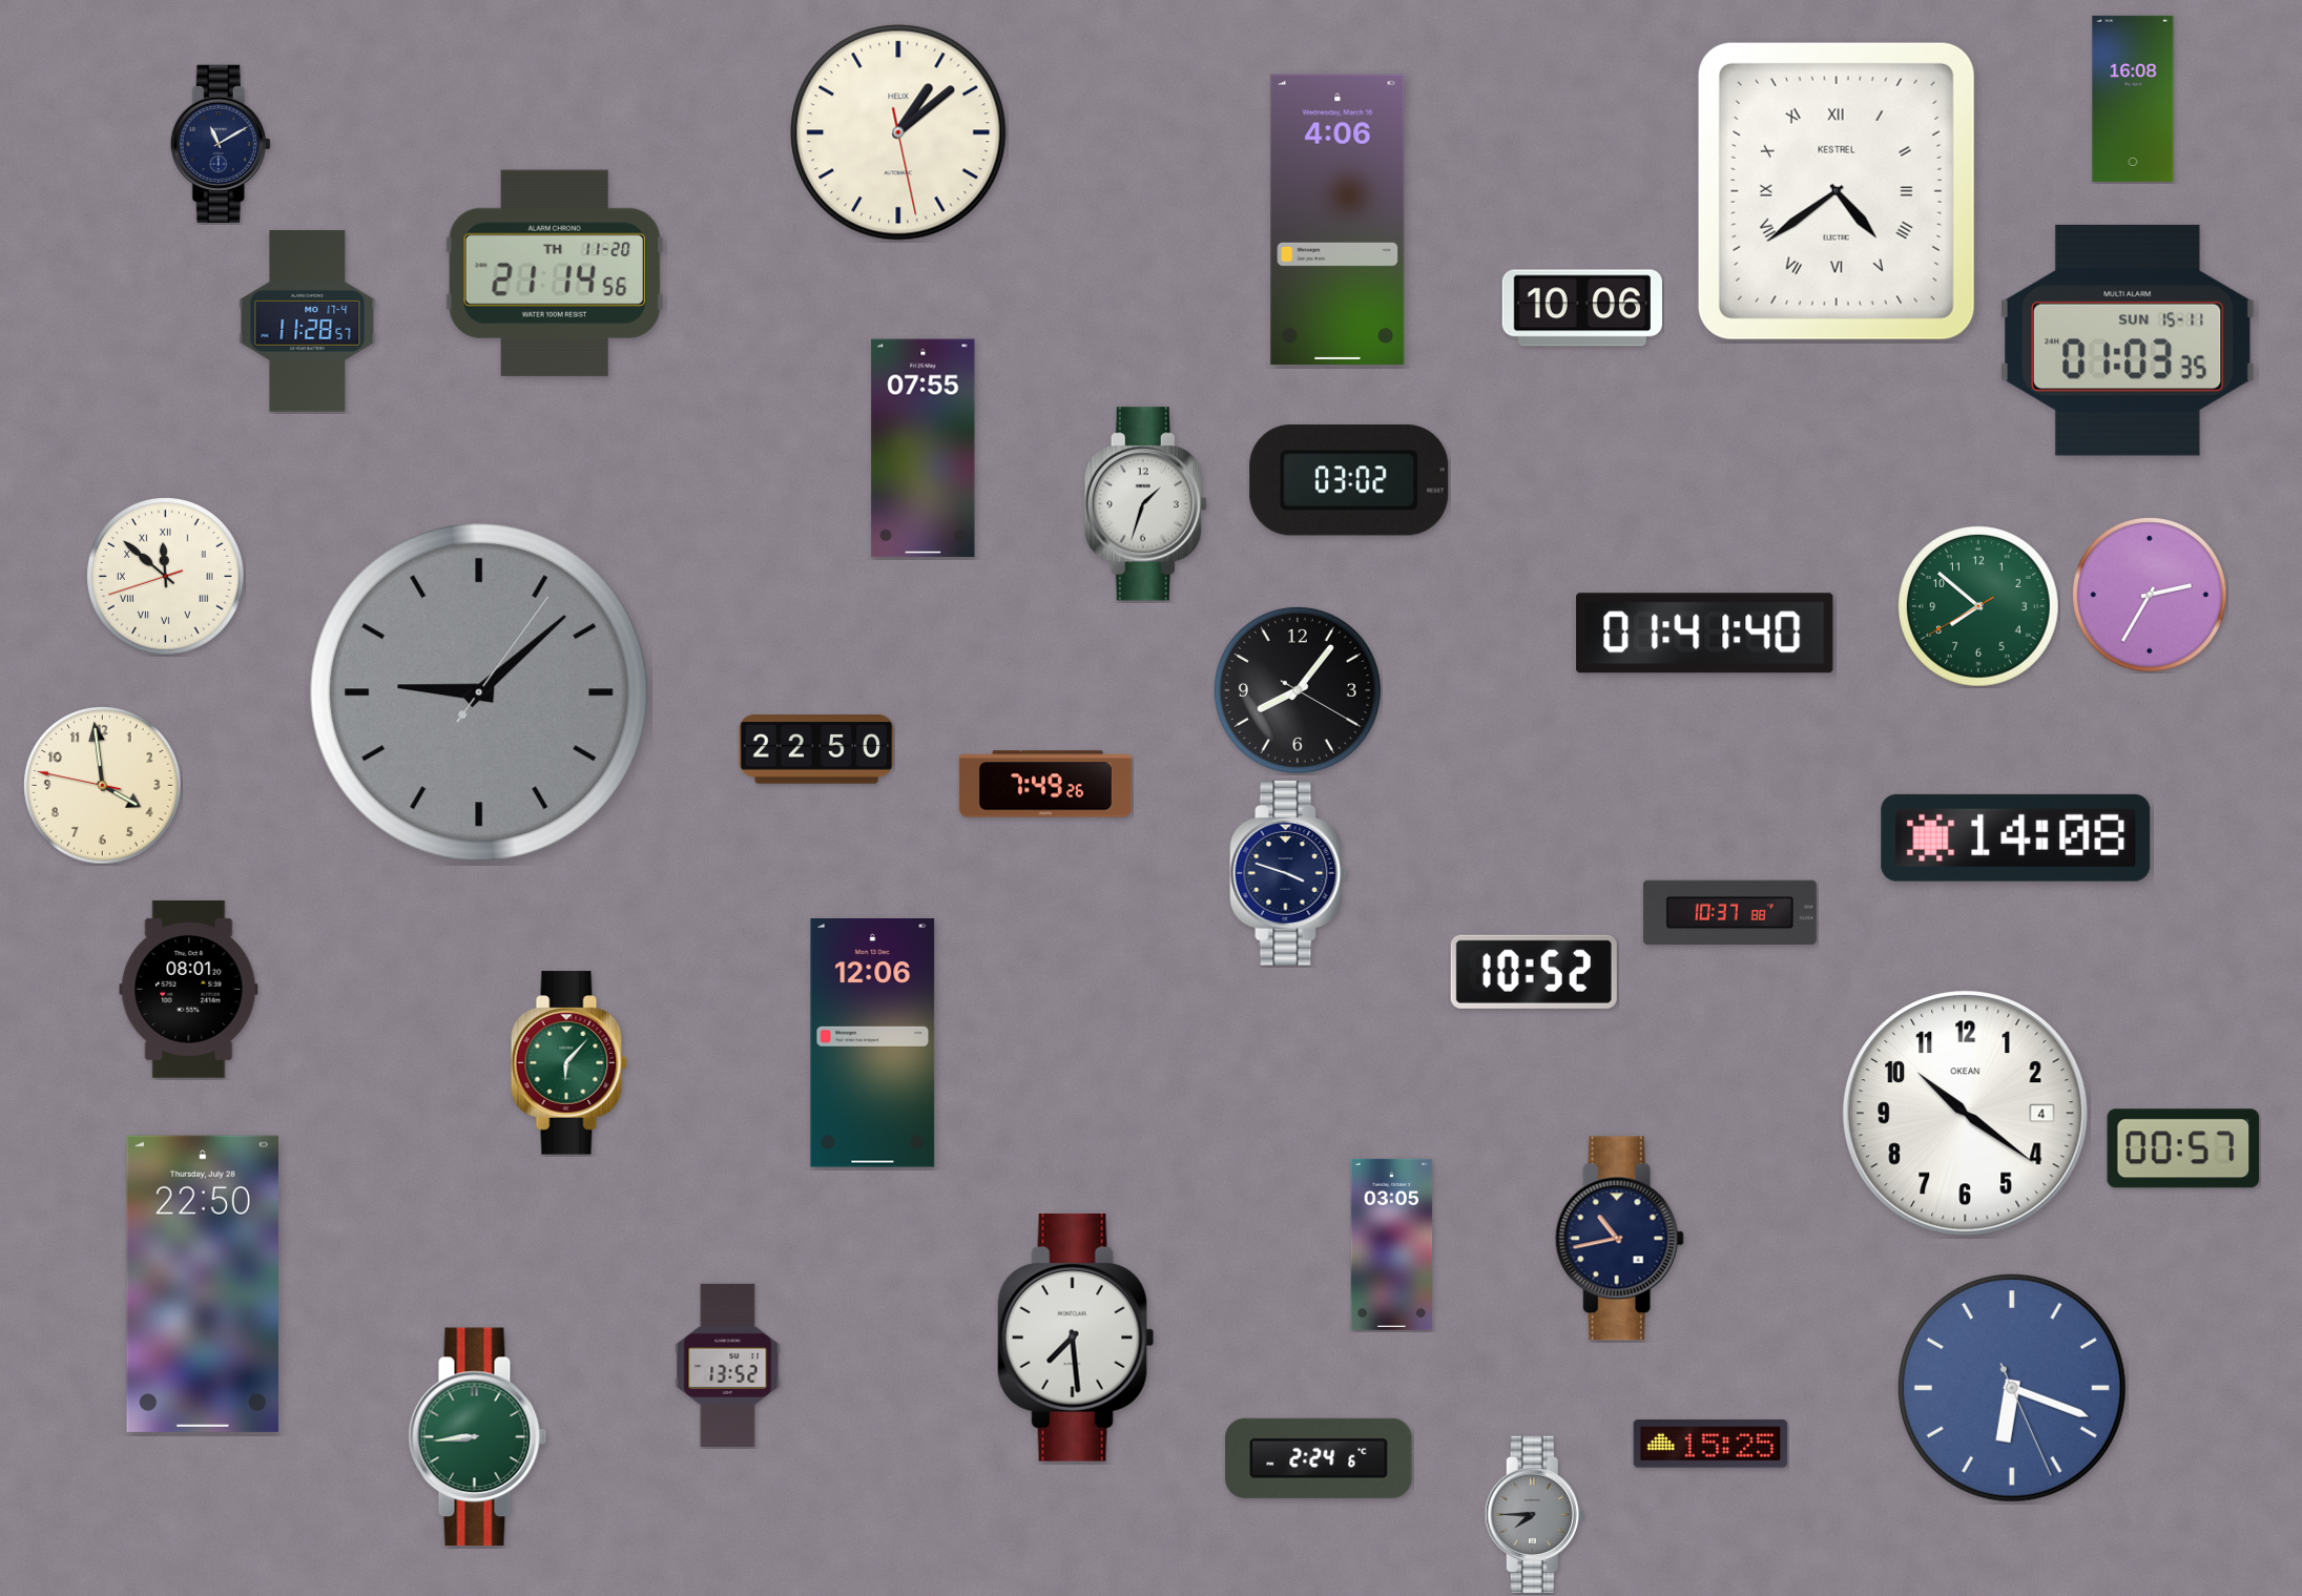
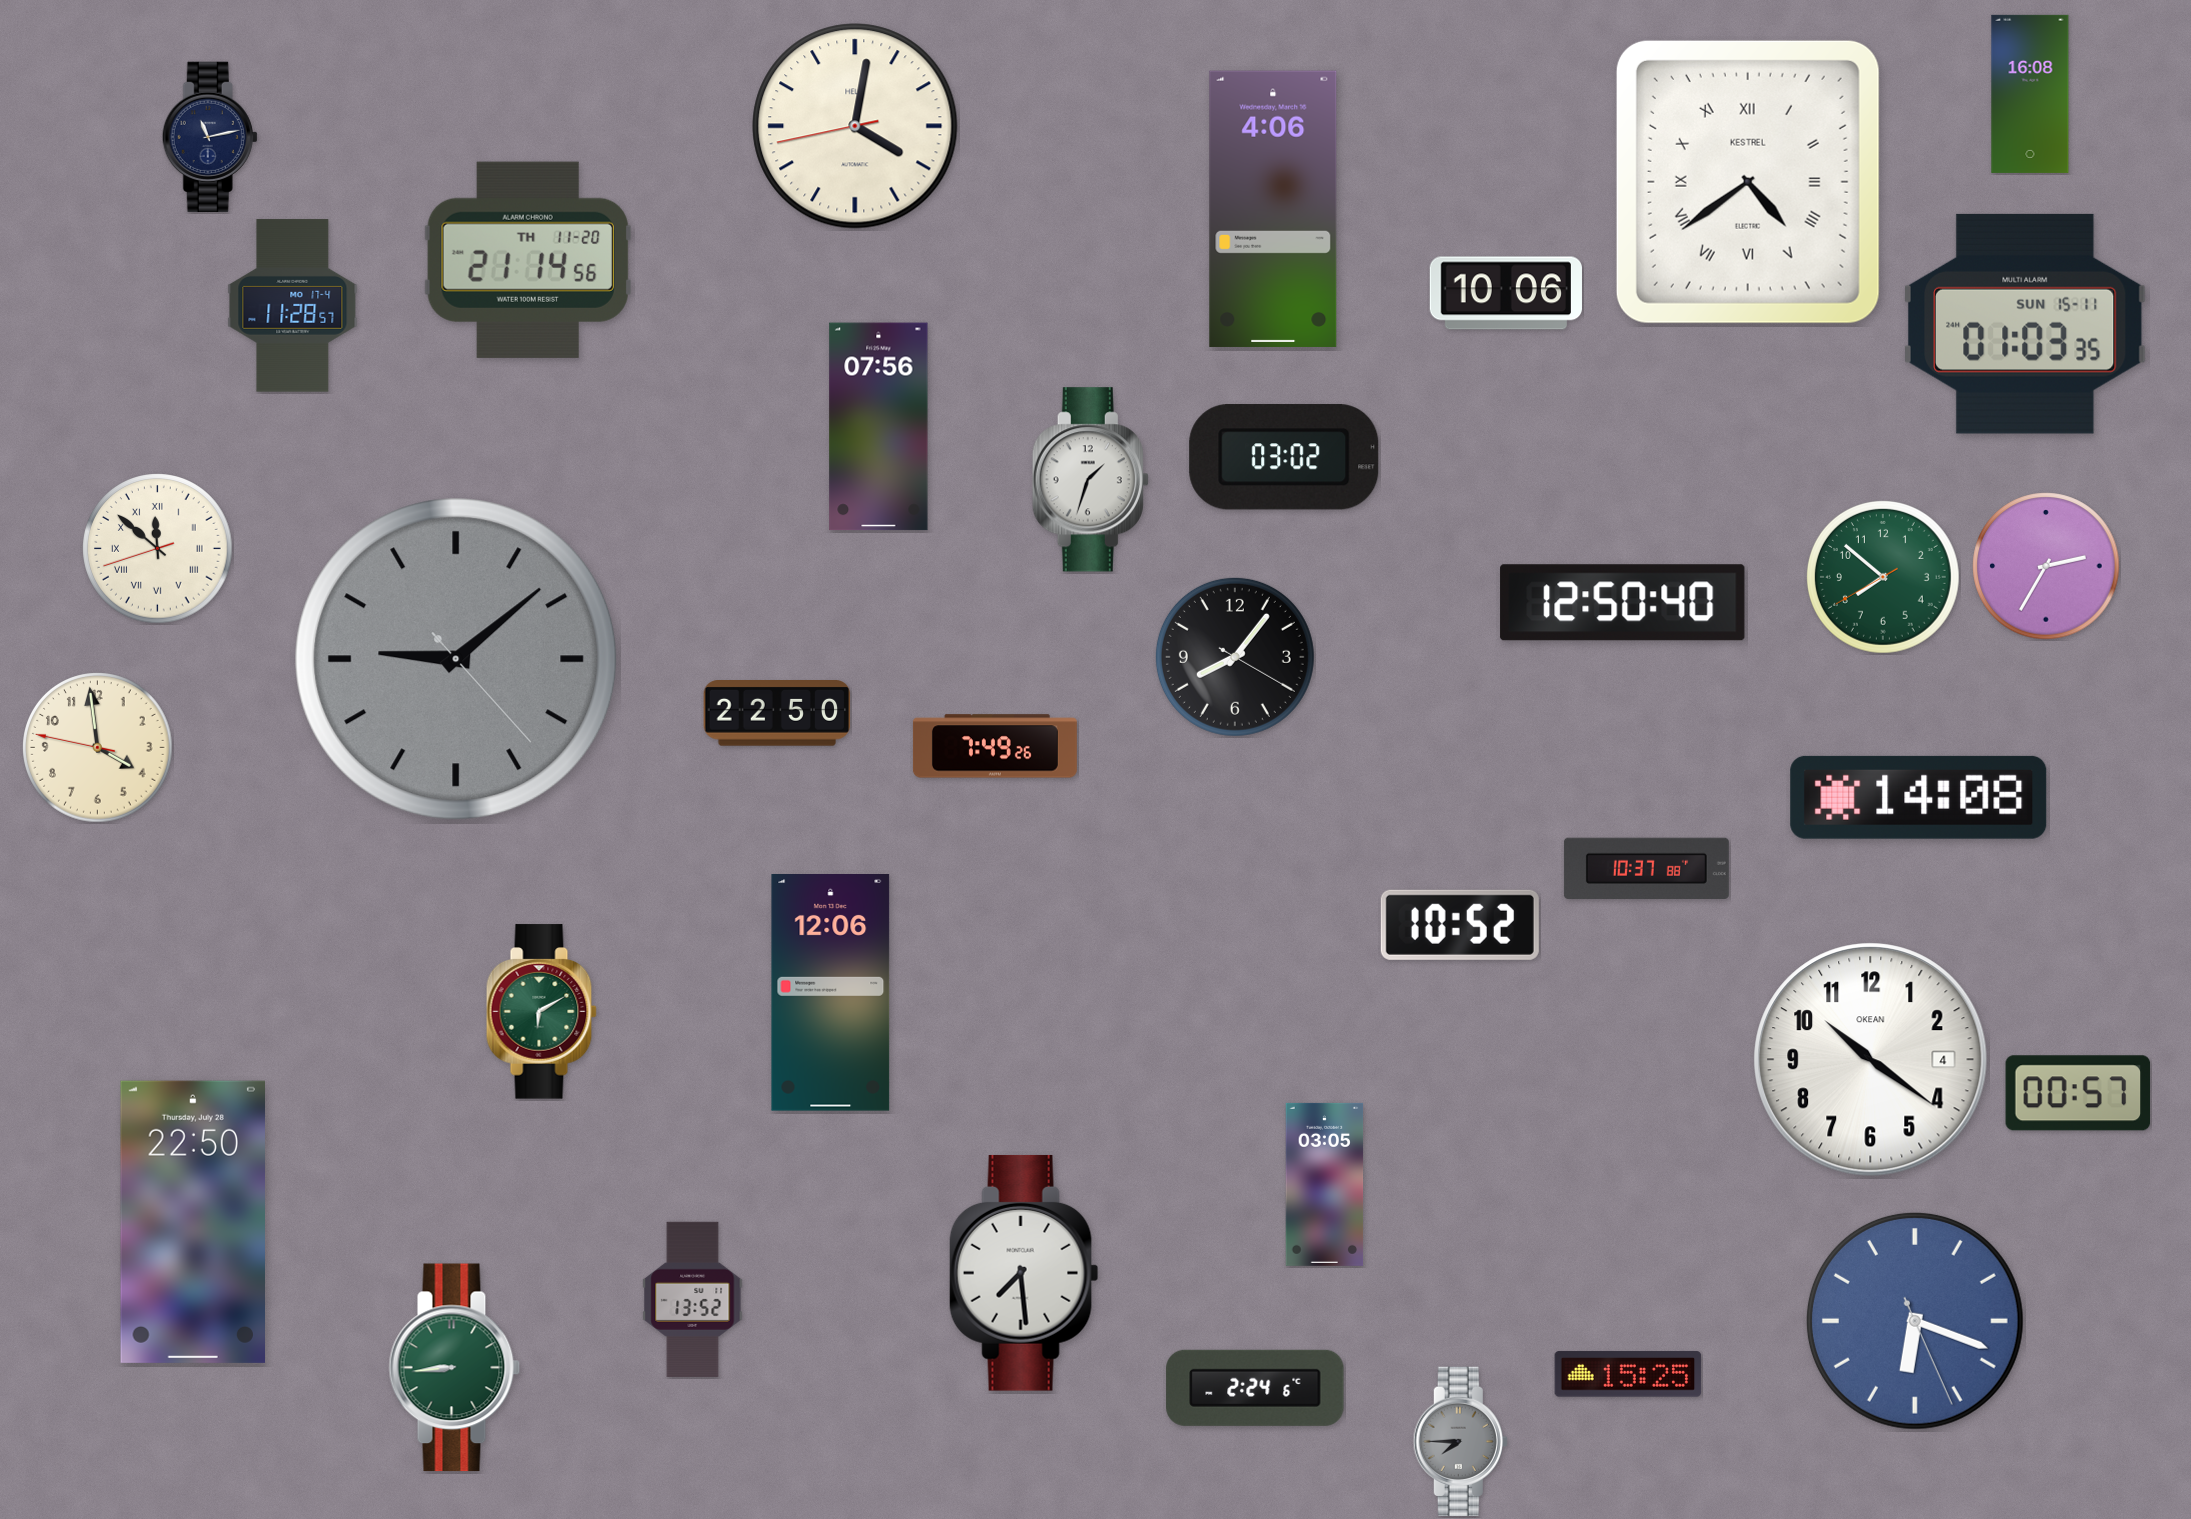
clock at (898, 132): 1:08 -> 4:01
clock at (221, 143): 11:10 -> 11:13
clock at (924, 449): 07:55 -> 07:56
clock at (1705, 634): 01:41 -> 12:50
clock at (479, 692): 9:08:06 -> 9:08:23
clock at (1288, 873): 3:48 -> none
clock at (189, 990): 08:01 -> none
clock at (568, 1063): 6:07 -> 6:10
clock at (1619, 1239): 10:43 -> none
